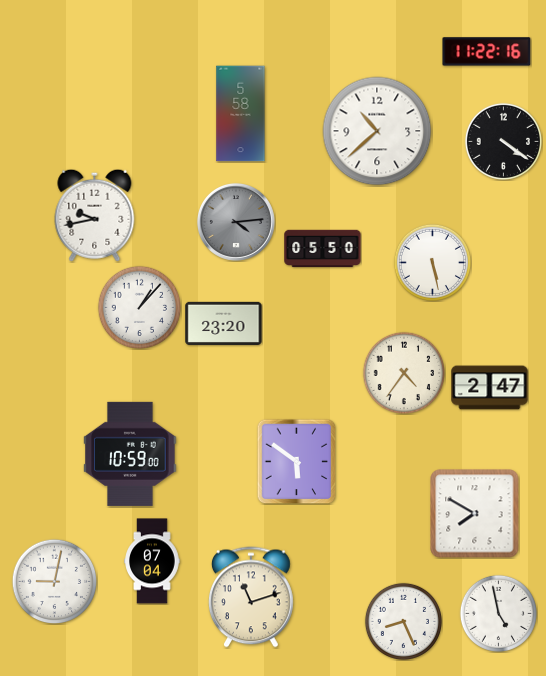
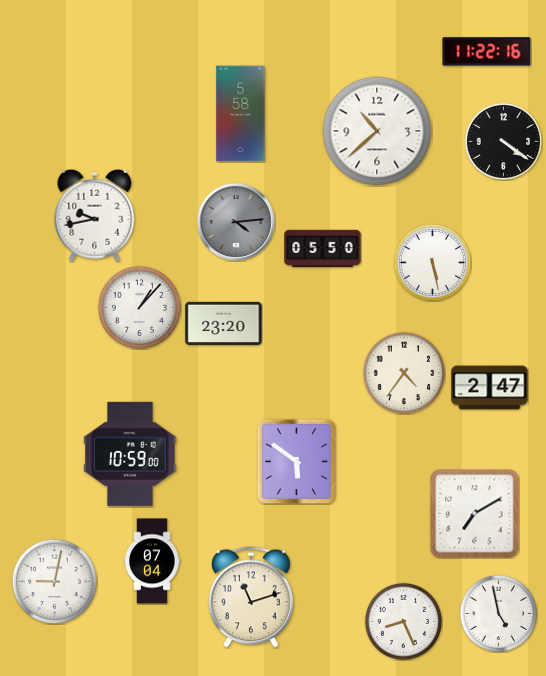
clock at (475, 514): 7:50 -> 7:10
